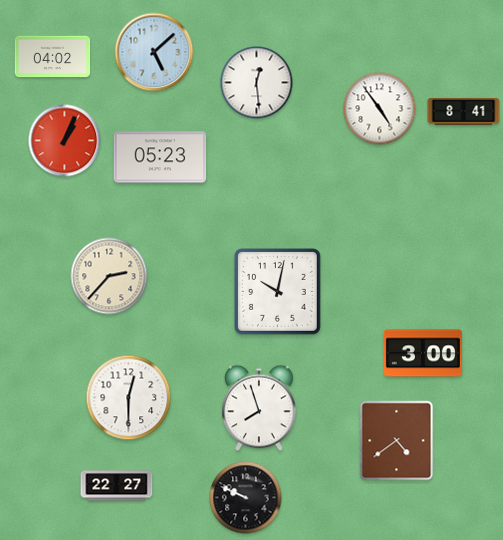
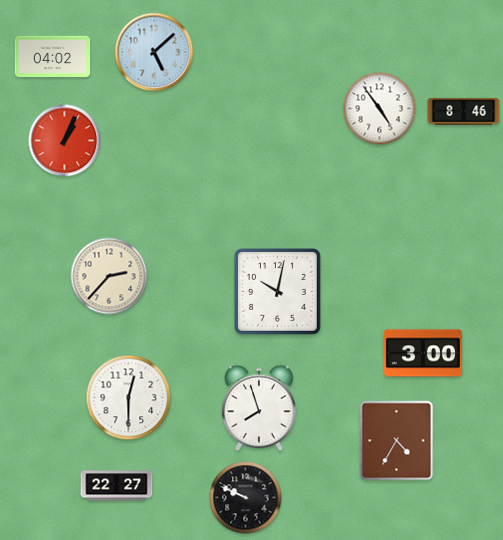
clock at (257, 83): 12:29 -> none
clock at (464, 112): 8:41 -> 8:46
clock at (160, 157): 05:23 -> none
clock at (397, 441): 4:39 -> 4:35
